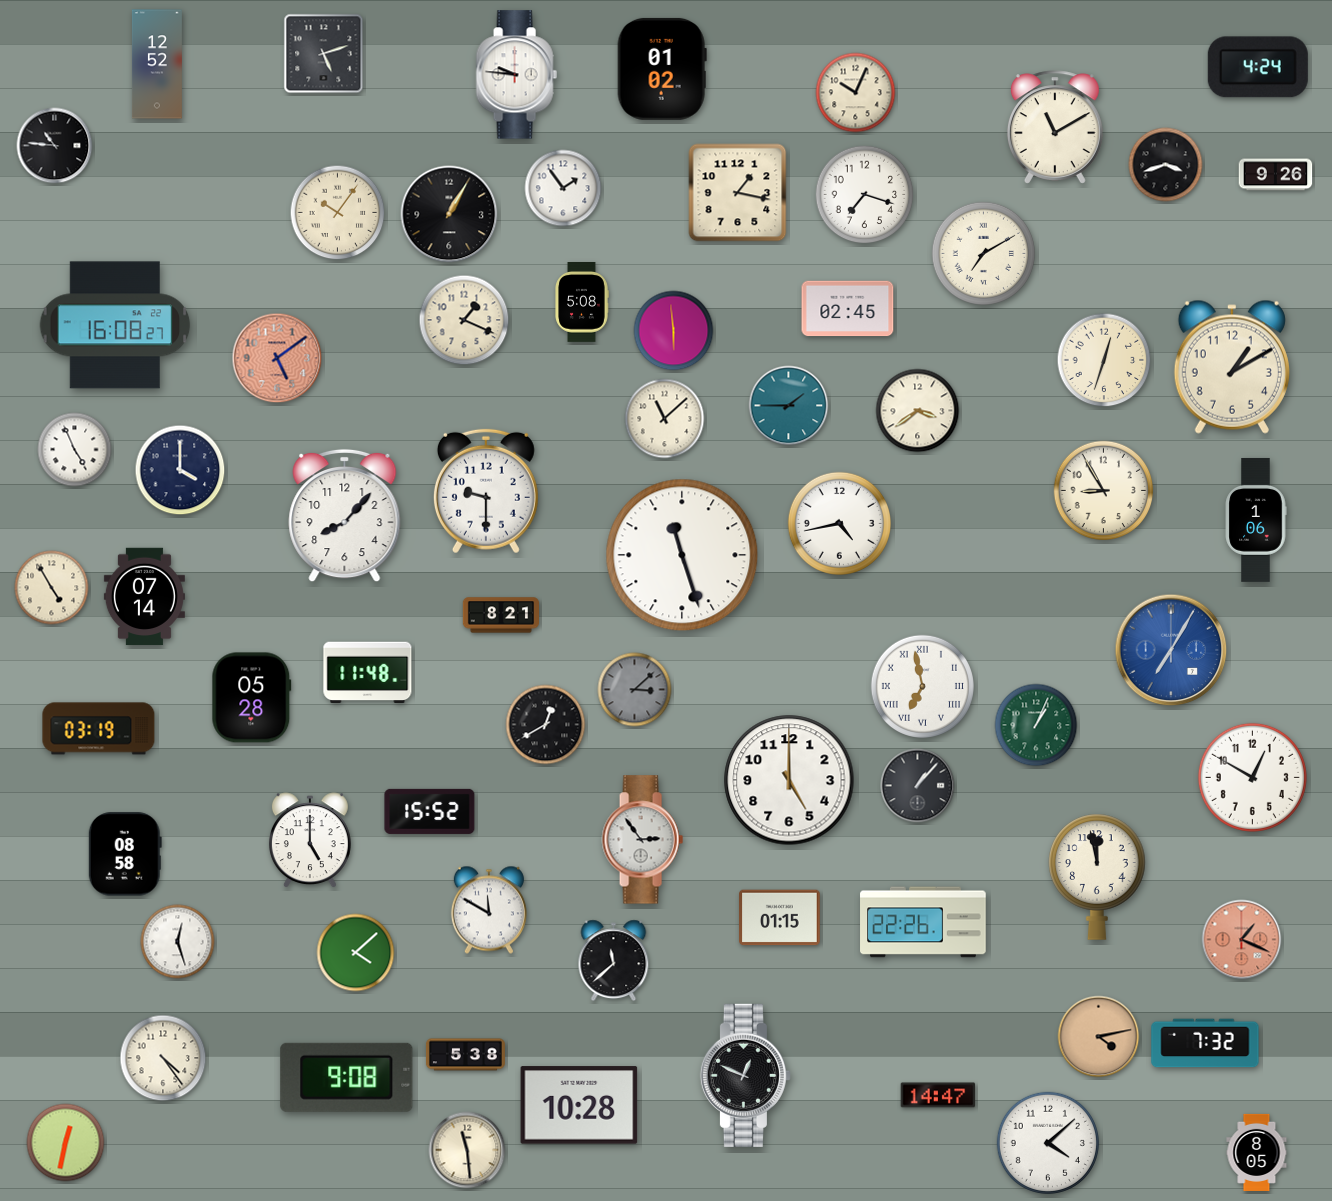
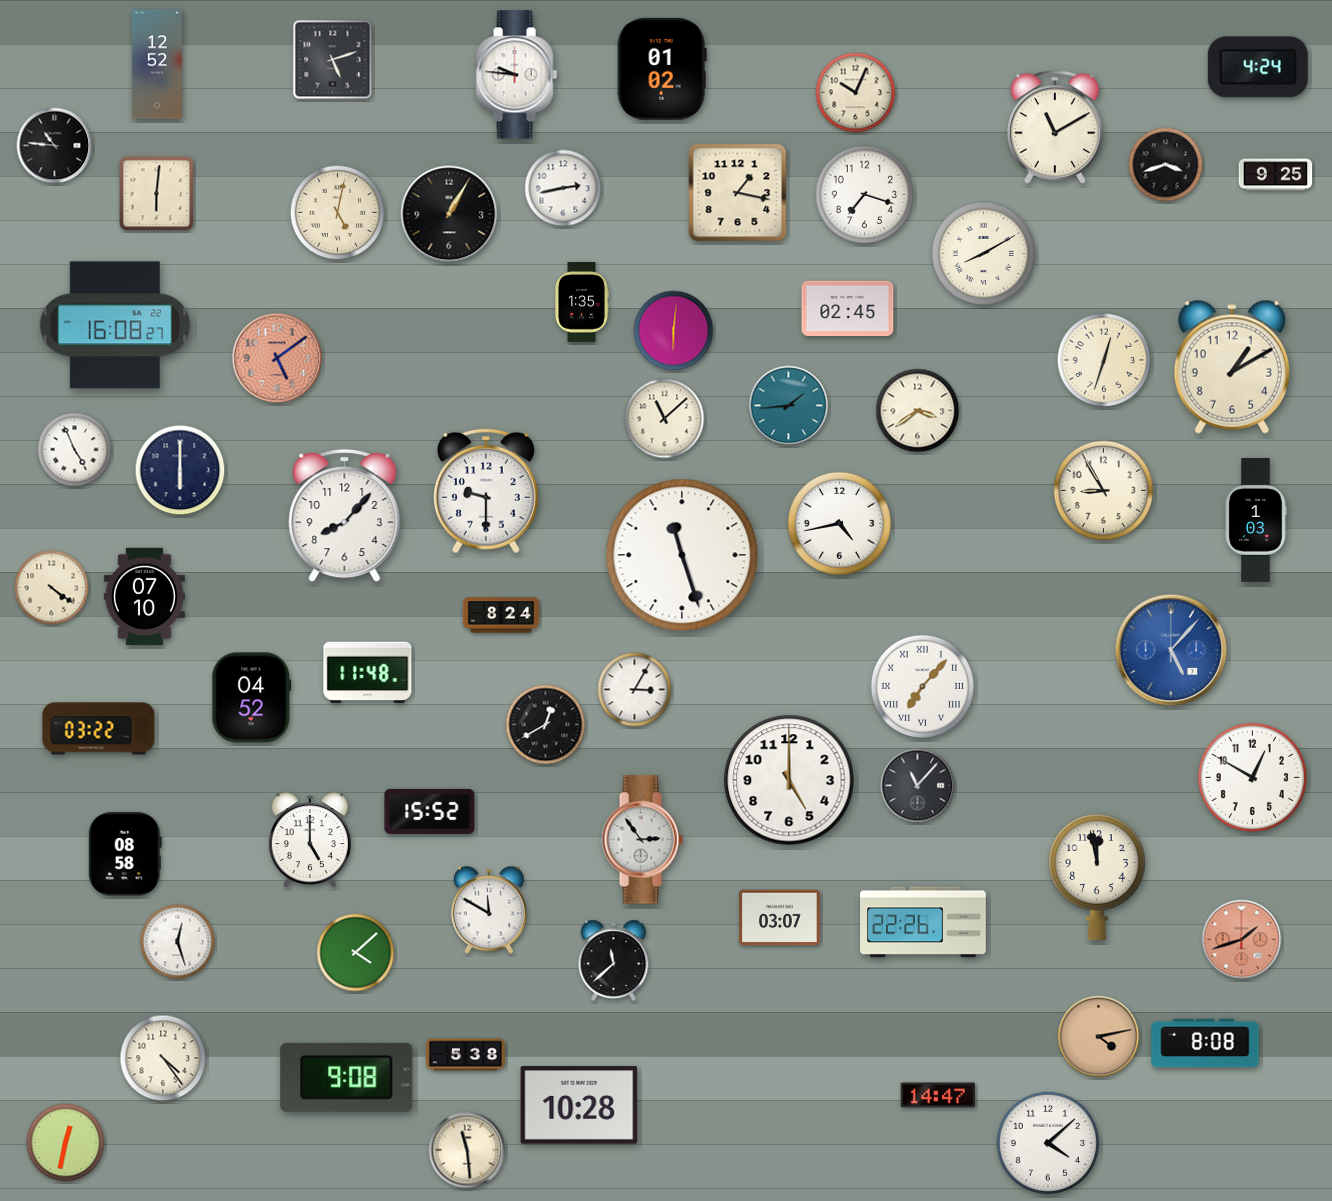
clock at (324, 54) position: (324, 54) -> (333, 60)
clock at (1276, 175): 9:26 -> 9:25
clock at (563, 188): 1:54 -> 2:43
clock at (157, 194): none -> 6:01
clock at (338, 213): 10:06 -> 5:02
clock at (983, 253): 7:10 -> 8:10
clock at (582, 303): 5:08 -> 1:35
clock at (464, 320): 1:19 -> none
clock at (674, 331): 5:59 -> 6:01
clock at (789, 406): 1:45 -> 1:44
clock at (180, 470): 4:00 -> 6:00
clock at (1256, 520): 1:06 -> 1:03
clock at (52, 588): 4:55 -> 4:21
clock at (144, 597): 07:14 -> 07:10
clock at (501, 615): 8:21 -> 8:24
clock at (1171, 650): 7:05 -> 5:07
clock at (922, 686): 6:58 -> 7:07
clock at (635, 690): 3:08 -> 3:05
clock at (635, 690) dial: grey -> white
clock at (252, 698): 05:28 -> 04:52
clock at (1036, 725): 1:04 -> none
clock at (99, 729): 03:19 -> 03:22
clock at (918, 786): 1:07 -> 11:07
clock at (780, 918): 01:15 -> 03:07
clock at (1242, 940): 1:19 -> 1:42
clock at (1205, 1043): 7:32 -> 8:08
clock at (745, 1075): 12:49 -> none
clock at (1257, 1152): 8:05 -> none
